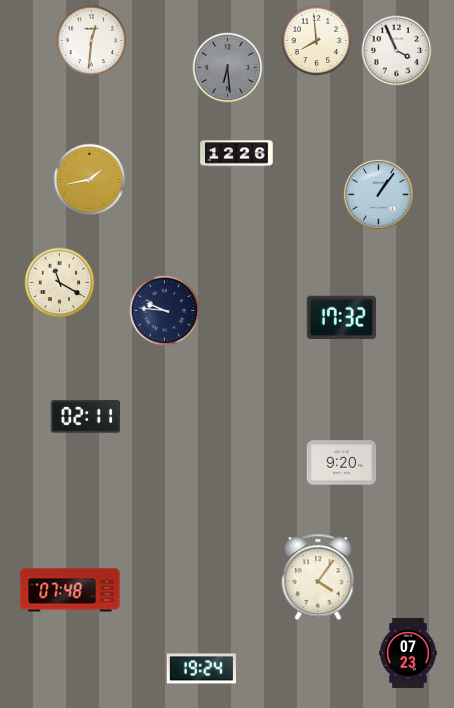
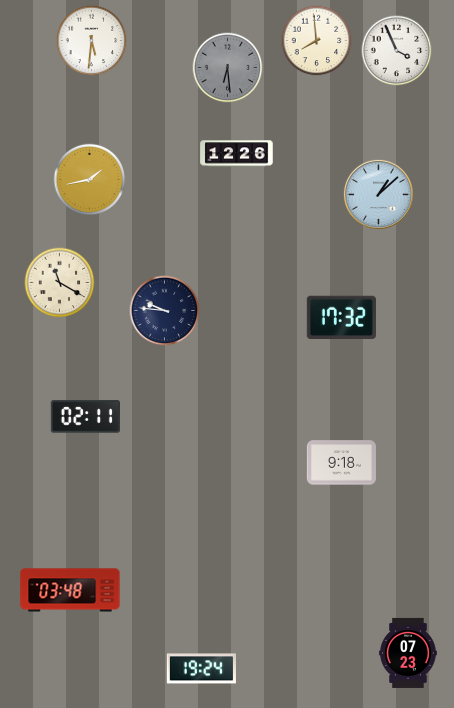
clock at (92, 41): 12:31 -> 5:31
clock at (378, 194): 1:06 -> 1:08
clock at (341, 463): 9:20 -> 9:18
clock at (318, 577): 4:06 -> none
clock at (70, 590): 07:48 -> 03:48
